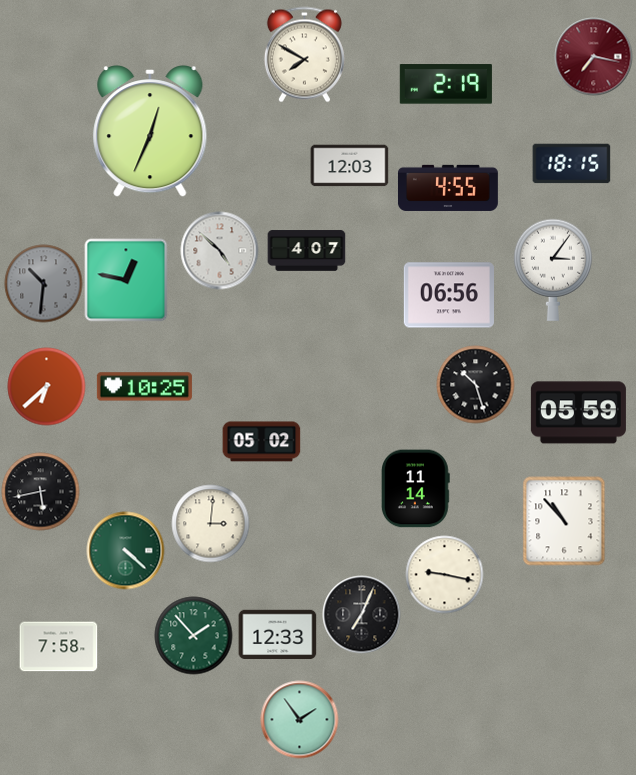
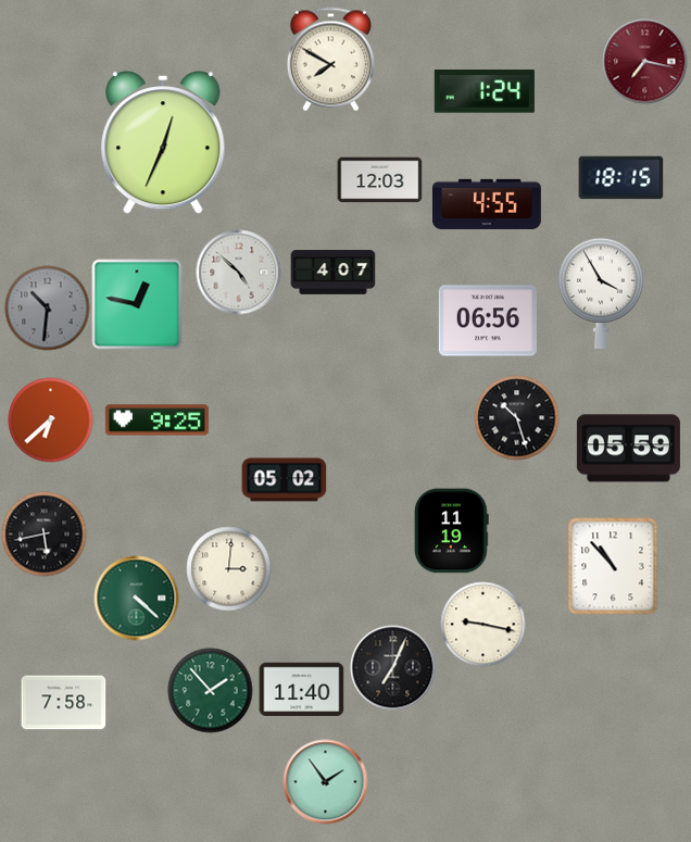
clock at (446, 84): 2:19 -> 1:24
clock at (553, 270): 3:06 -> 3:55
clock at (144, 387): 10:25 -> 9:25
clock at (415, 488): 11:14 -> 11:19
clock at (277, 635): 12:33 -> 11:40
